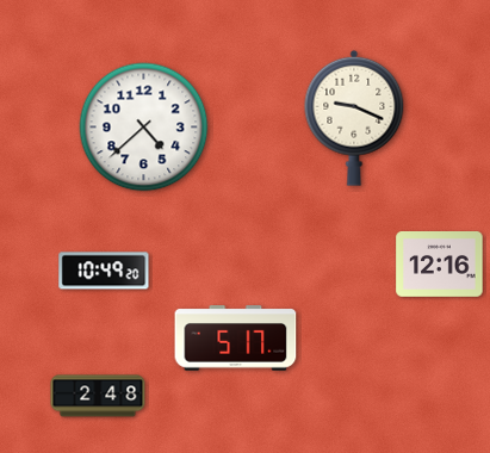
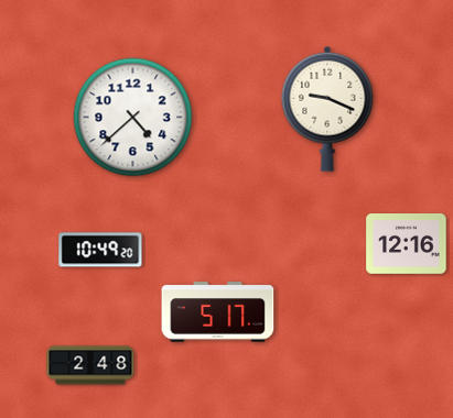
clock at (104, 271) position: (104, 271) -> (100, 250)
